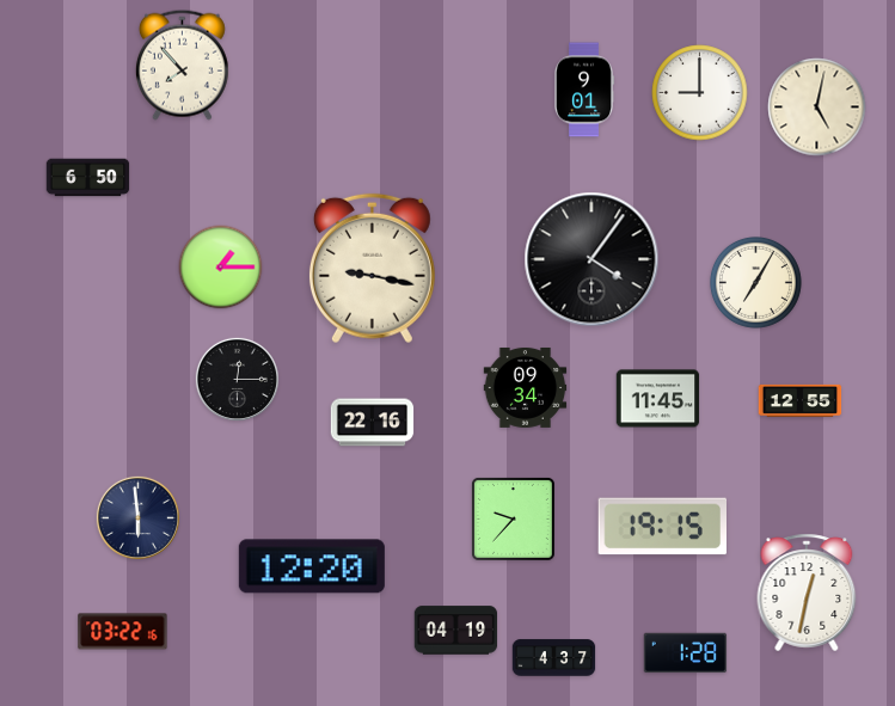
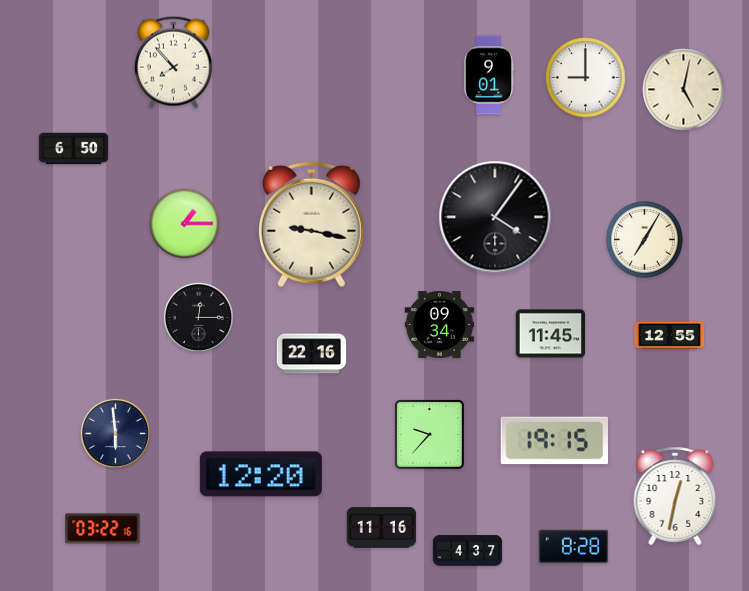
clock at (182, 65) position: (182, 65) -> (173, 62)
clock at (755, 282) position: (755, 282) -> (644, 239)
clock at (456, 631): 04:19 -> 11:16
clock at (686, 653): 1:28 -> 8:28
clock at (554, 658) position: (554, 658) -> (468, 551)
